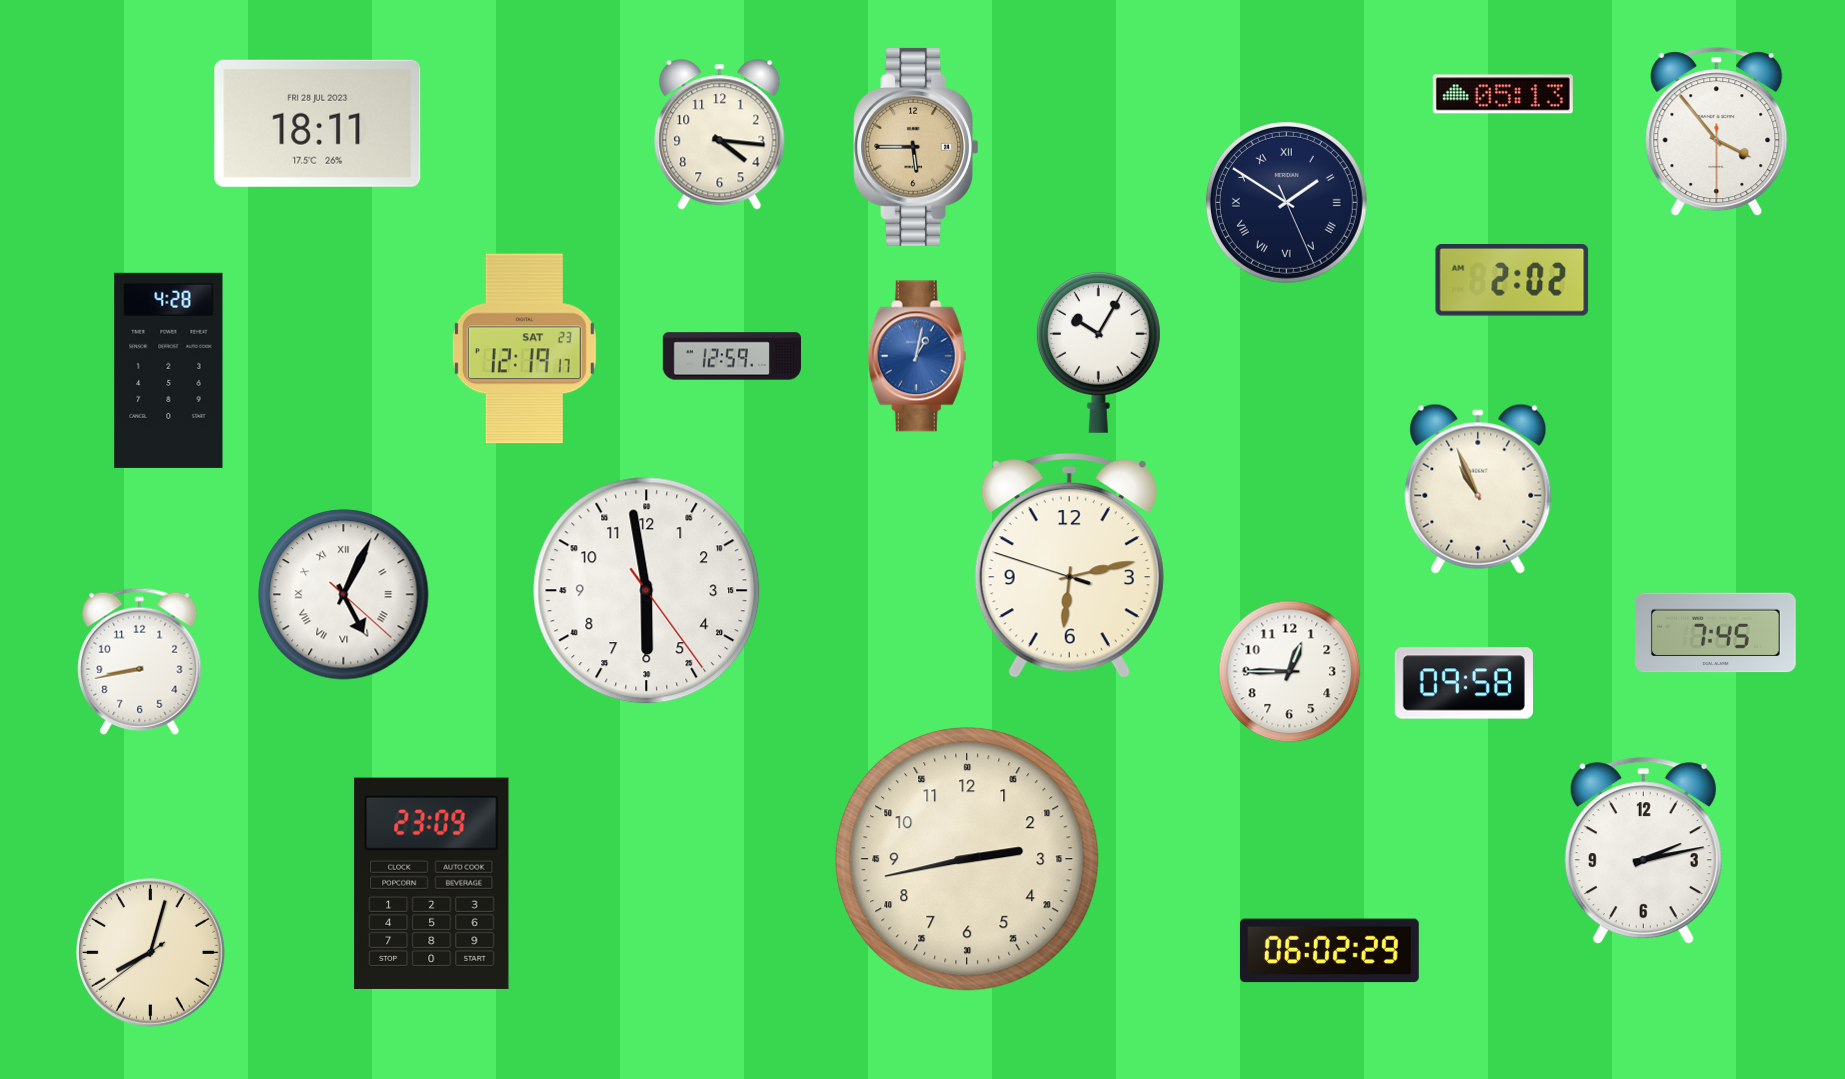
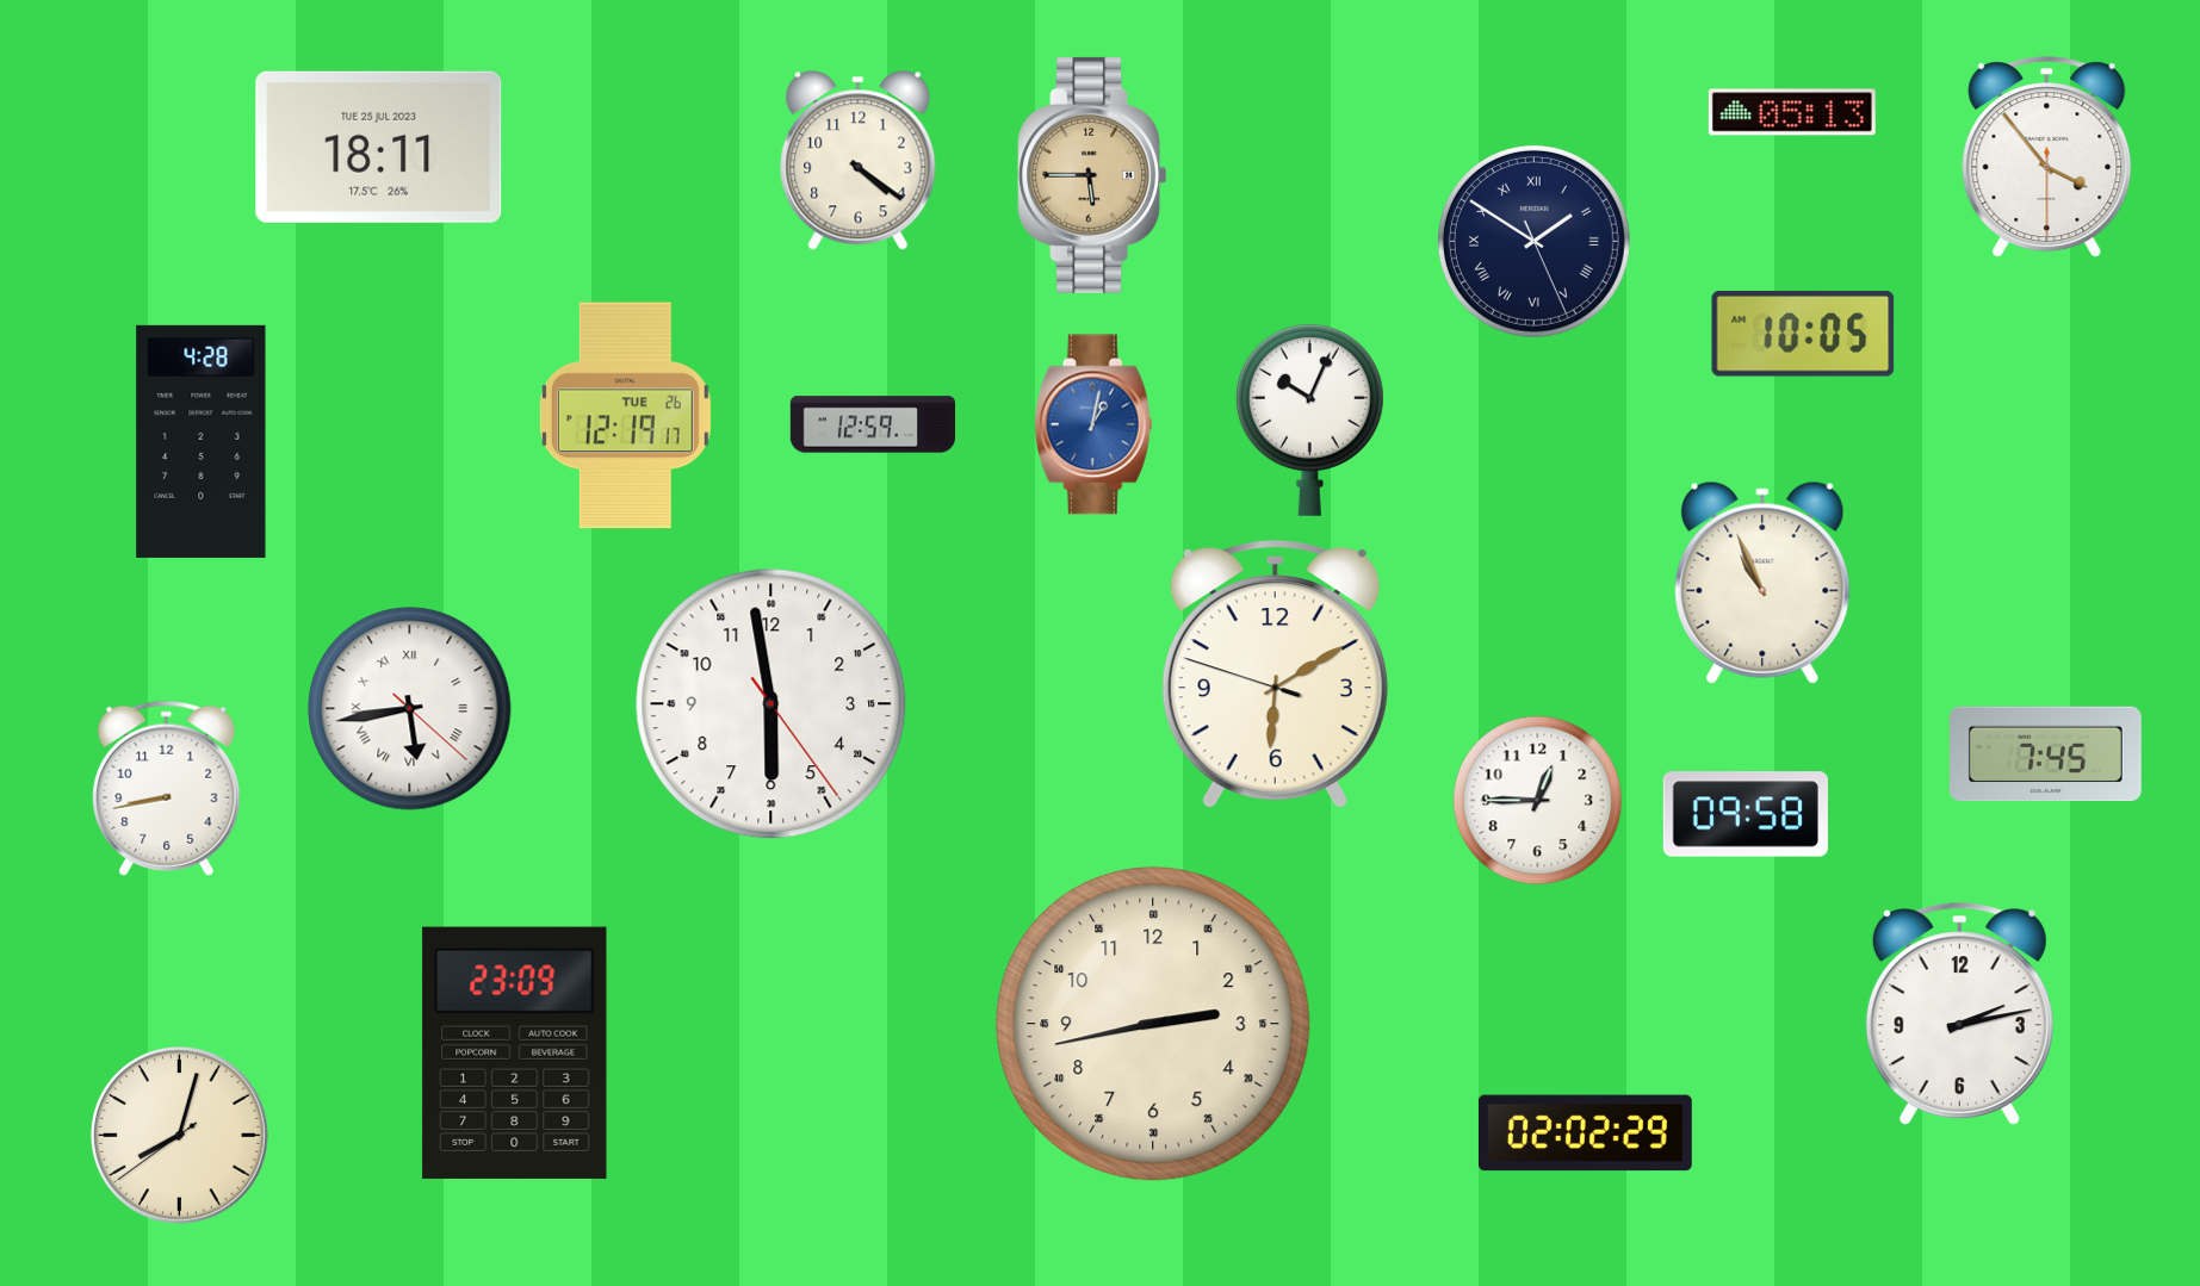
clock at (318, 123) date: FRI 28 JUL 2023 -> TUE 25 JUL 2023
clock at (720, 135): 4:16 -> 4:21
clock at (1512, 281): 2:02 -> 10:05
clock at (524, 349) date: SAT 23 -> TUE 26
clock at (1098, 352): 10:05 -> 10:04
clock at (1069, 566): 6:12 -> 6:09
clock at (344, 595): 5:04 -> 5:43
clock at (1329, 951): 06:02 -> 02:02
